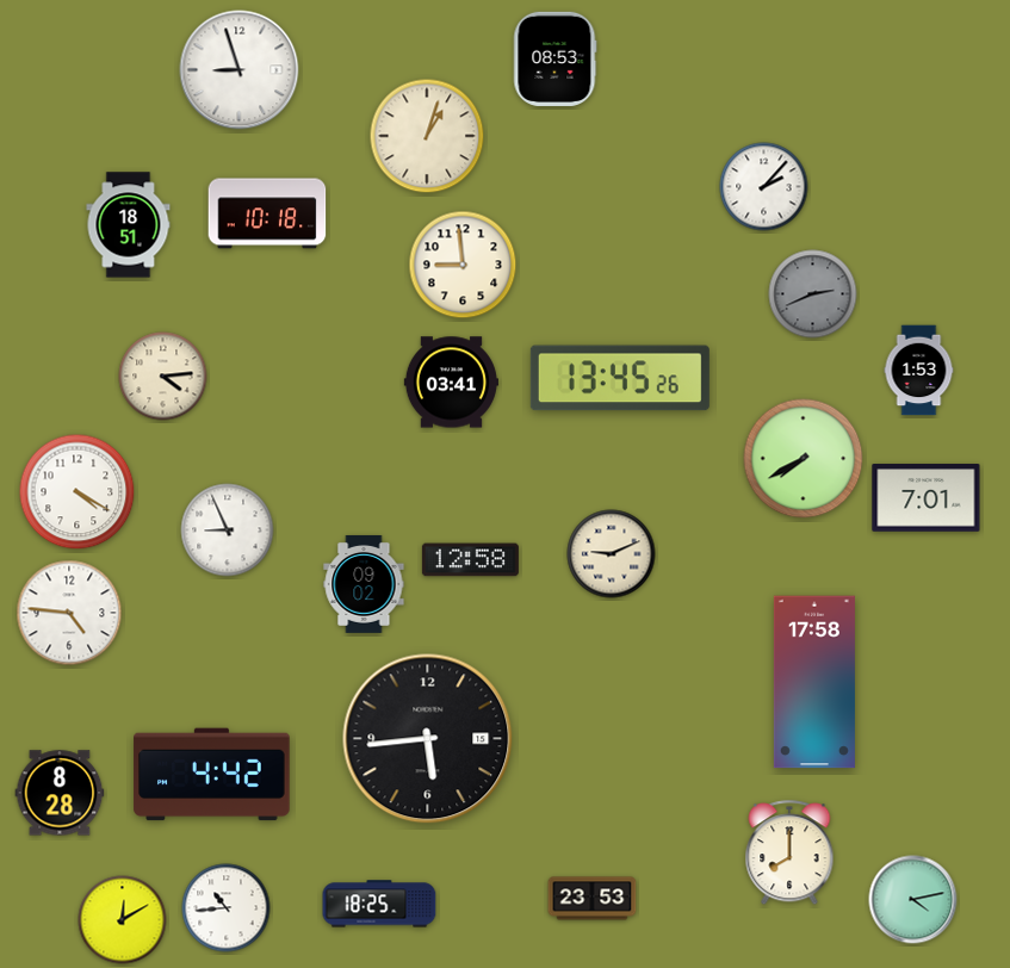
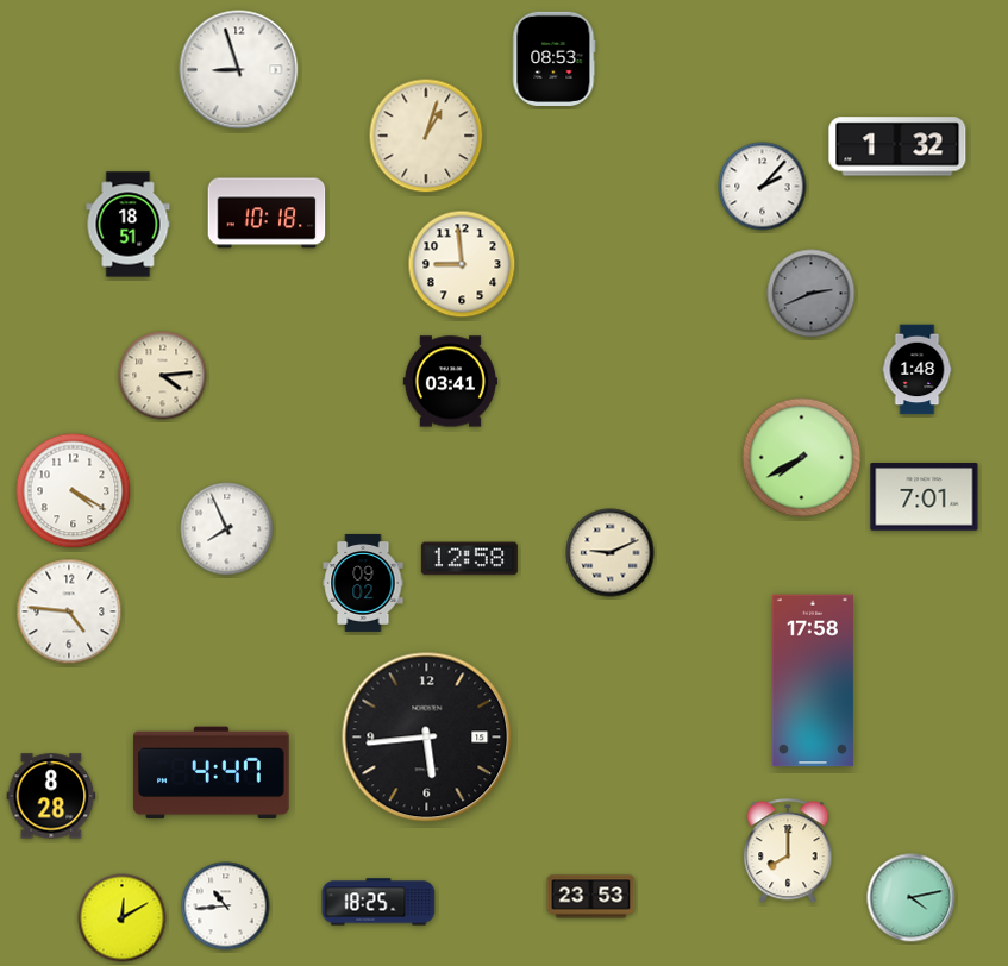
clock at (897, 146): none -> 1:32
clock at (919, 371): 1:53 -> 1:48
clock at (620, 378): 13:45 -> none
clock at (78, 492) position: (78, 492) -> (74, 491)
clock at (228, 530): 8:56 -> 7:56
clock at (212, 775): 4:42 -> 4:47
clock at (60, 793) position: (60, 793) -> (51, 796)
